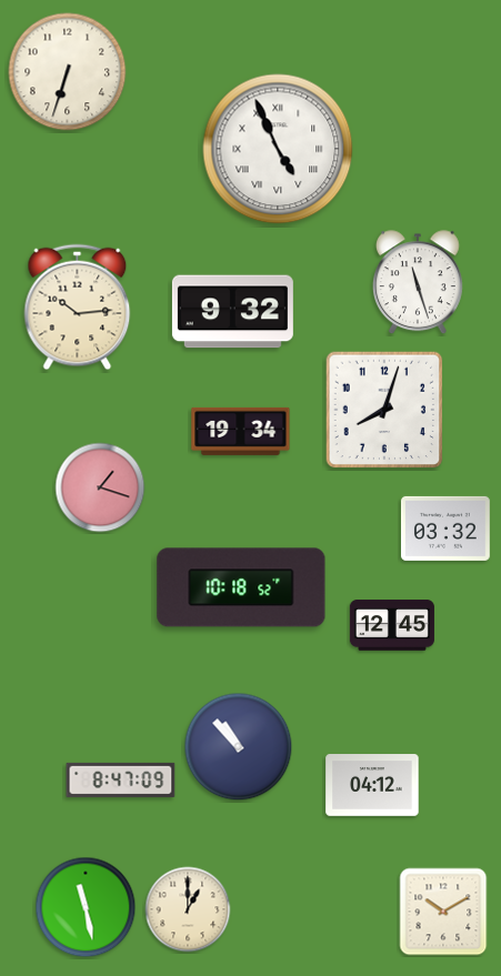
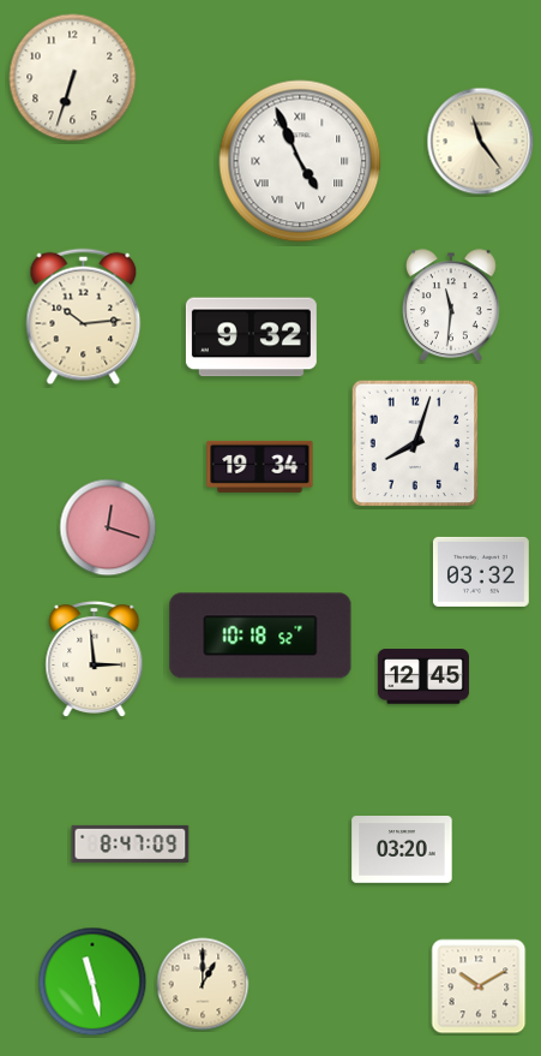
clock at (481, 142): none -> 11:24
clock at (418, 283): 11:27 -> 11:31
clock at (78, 308) position: (78, 308) -> (84, 317)
clock at (100, 487): 1:18 -> 12:18
clock at (95, 660): none -> 2:59
clock at (239, 747): 10:53 -> none
clock at (372, 785): 04:12 -> 03:20
